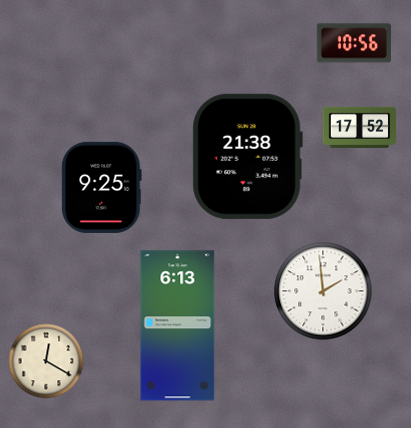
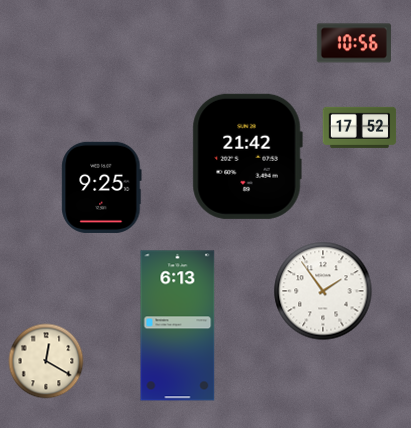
clock at (247, 156): 21:38 -> 21:42
clock at (323, 291): 1:59 -> 1:54
